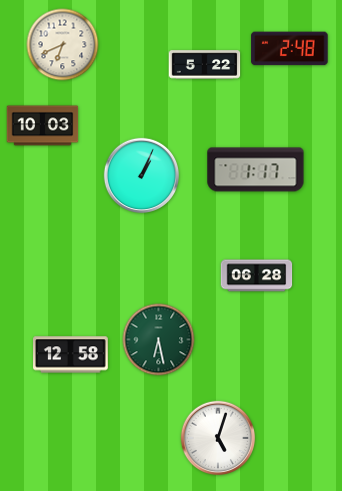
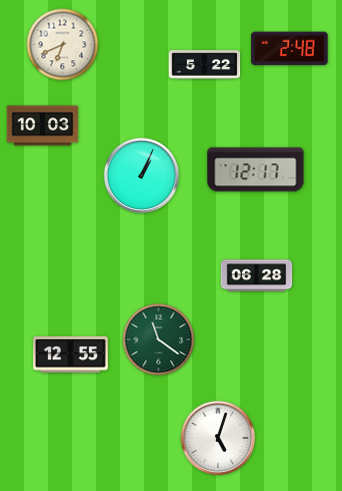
clock at (256, 170): 1:17 -> 12:17
clock at (159, 340): 6:28 -> 11:21
clock at (71, 355): 12:58 -> 12:55
